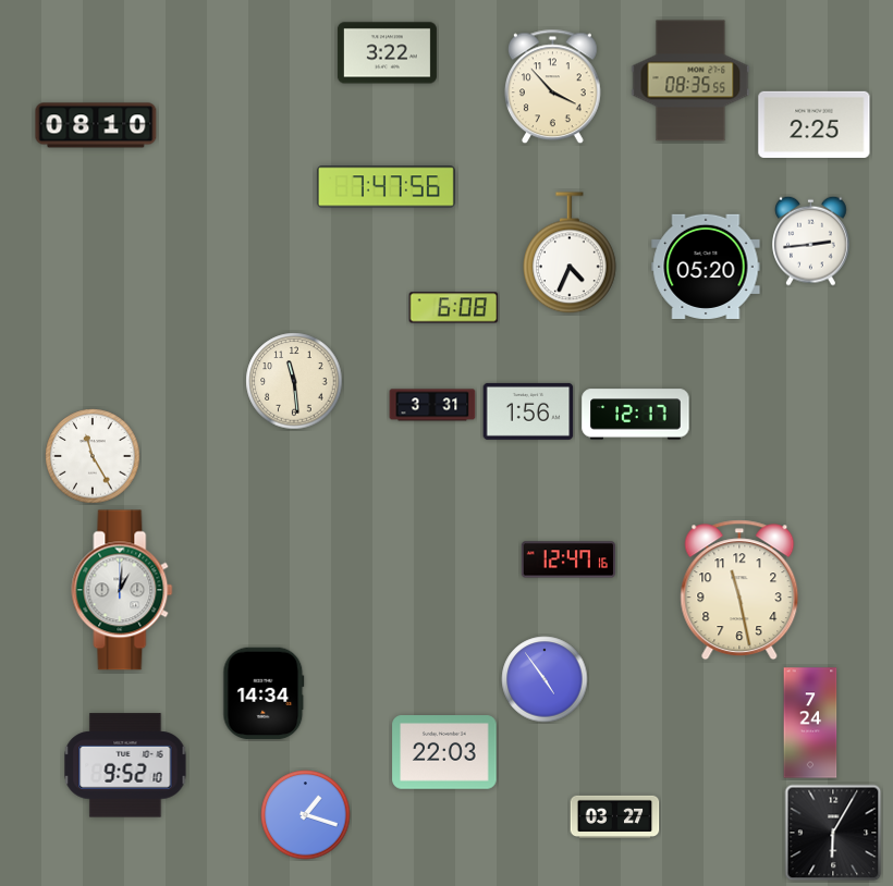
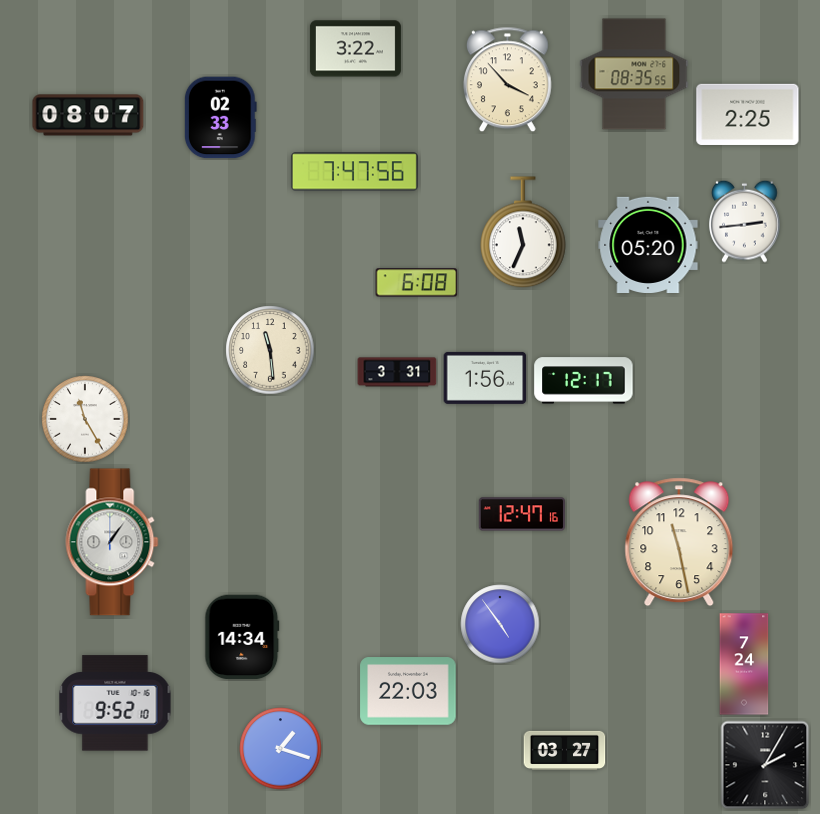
clock at (96, 125): 08:10 -> 08:07
clock at (220, 118): none -> 02:33
clock at (571, 254): 4:34 -> 11:34
clock at (122, 590): 1:01 -> 1:06
clock at (833, 833): 6:05 -> 2:05
